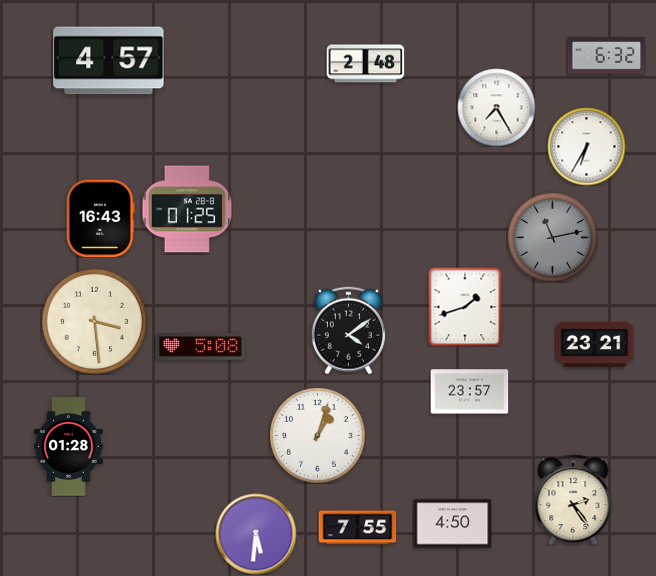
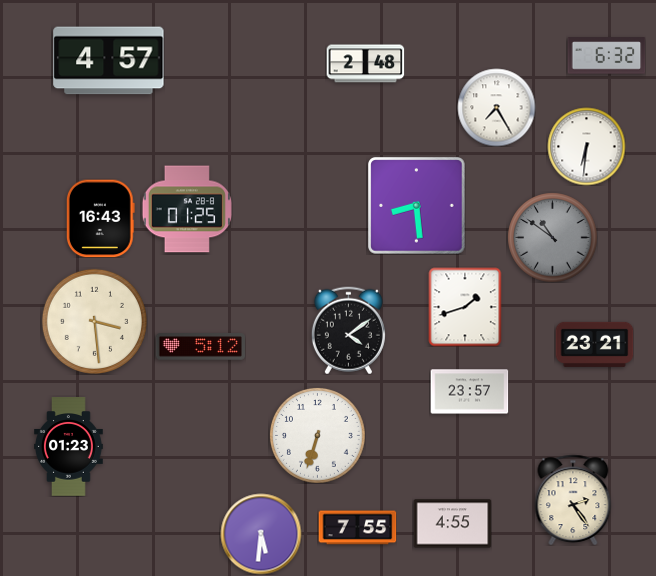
clock at (586, 146): 6:35 -> 6:31
clock at (416, 205): none -> 8:29
clock at (552, 237): 11:13 -> 10:51
clock at (200, 347): 5:08 -> 5:12
clock at (318, 436): 1:03 -> 6:33
clock at (69, 447): 01:28 -> 01:23
clock at (452, 524): 4:50 -> 4:55
clock at (256, 534) position: (256, 534) -> (261, 534)
